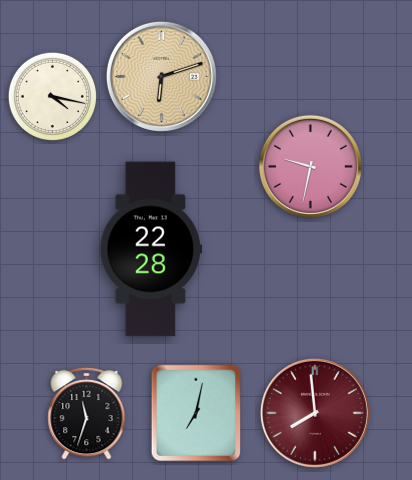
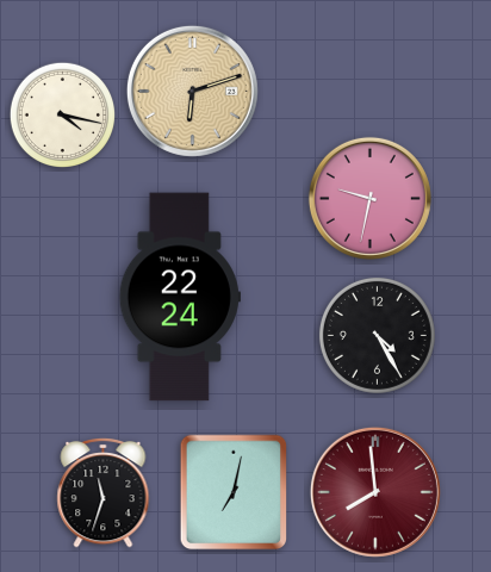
clock at (151, 249): 22:28 -> 22:24
clock at (377, 335): none -> 4:25
